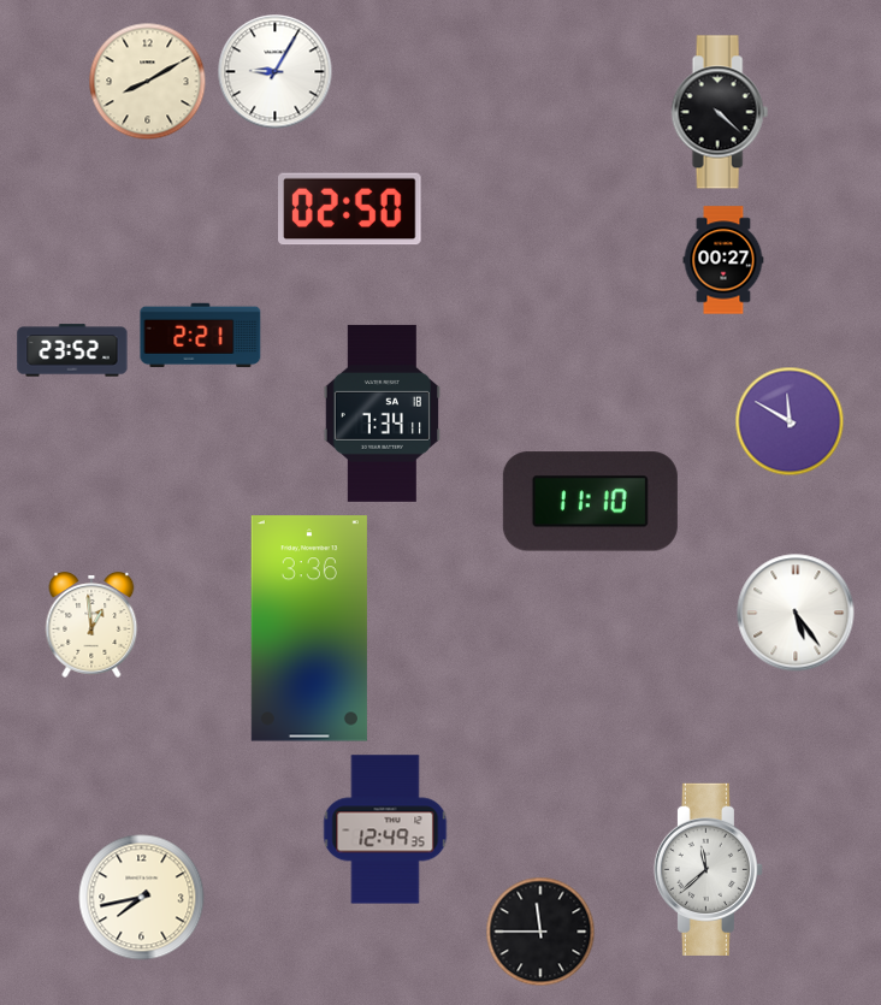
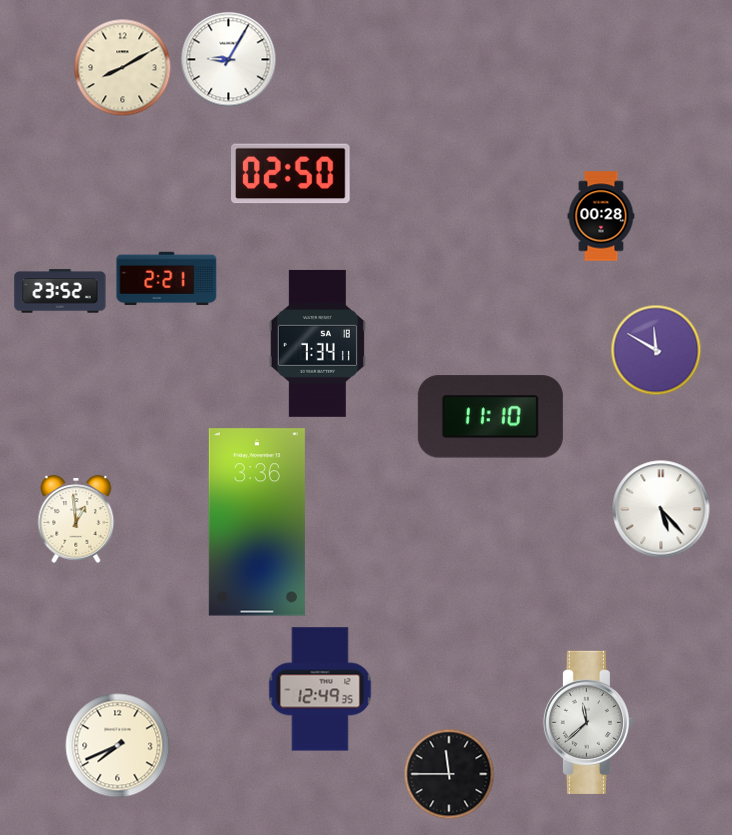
clock at (720, 112): 4:22 -> none
clock at (723, 260): 00:27 -> 00:28
clock at (796, 613): 5:24 -> 5:23
clock at (142, 898): 7:43 -> 7:41
